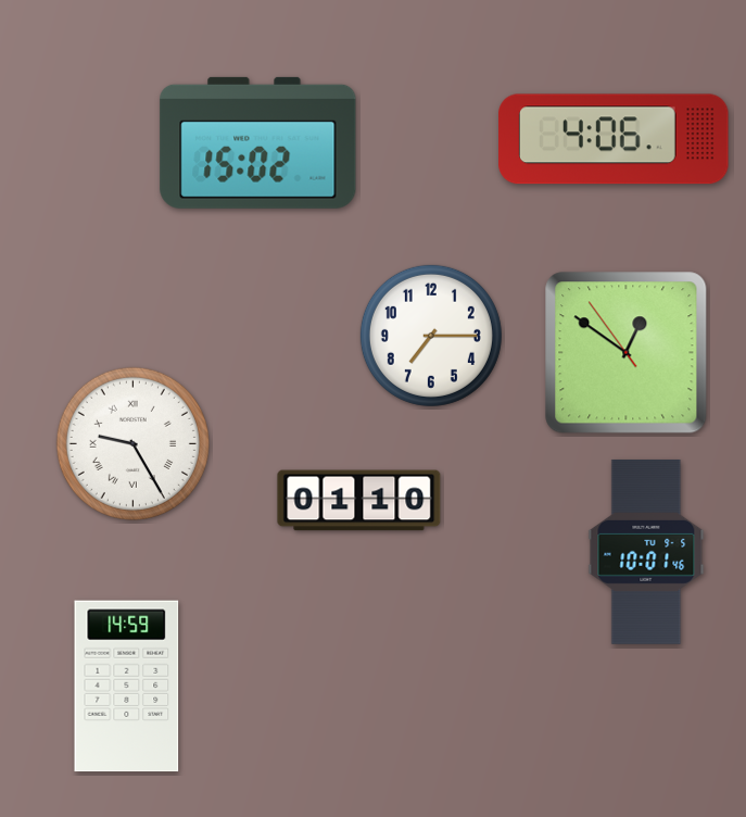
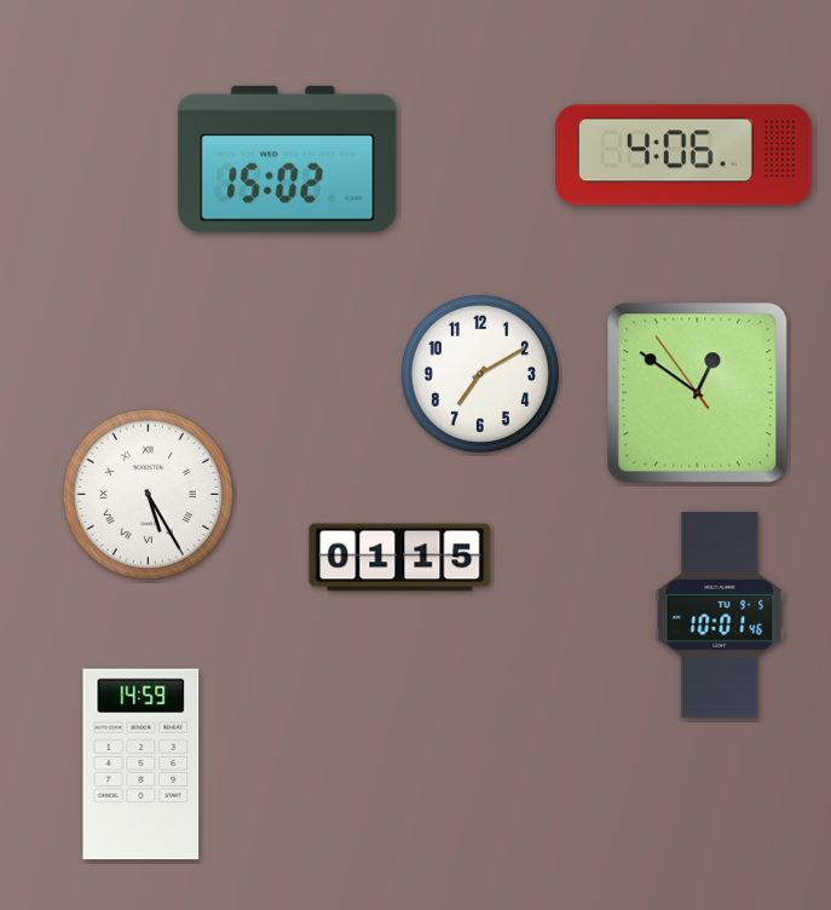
clock at (431, 336): 7:15 -> 7:10
clock at (132, 443): 9:25 -> 5:25
clock at (359, 501): 01:10 -> 01:15
